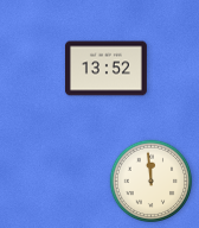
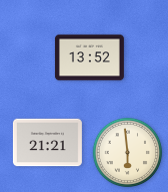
clock at (47, 143): none -> 21:21
clock at (152, 182): 11:59 -> 5:59
